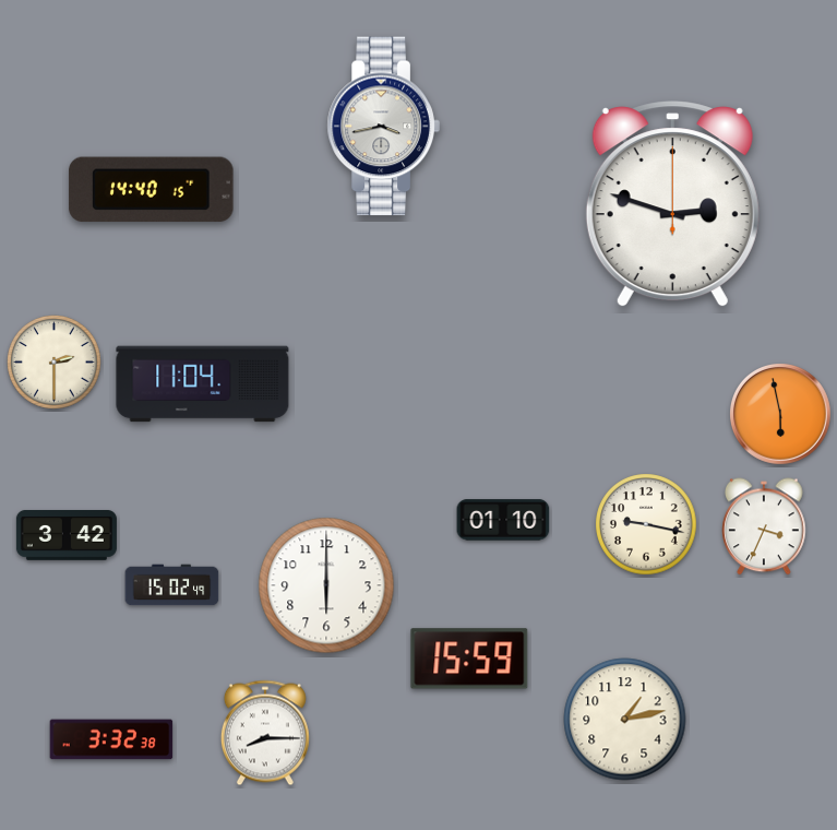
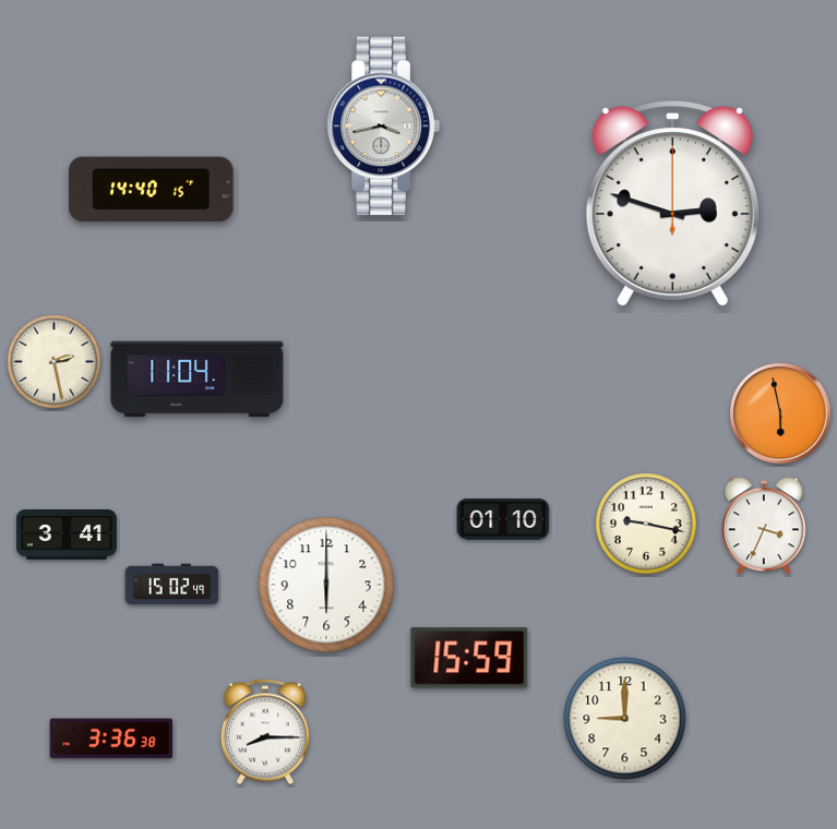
clock at (55, 363): 2:30 -> 2:28
clock at (203, 384) position: (203, 384) -> (198, 380)
clock at (67, 536): 3:42 -> 3:41
clock at (625, 720): 1:13 -> 9:00
clock at (111, 739): 3:32 -> 3:36
